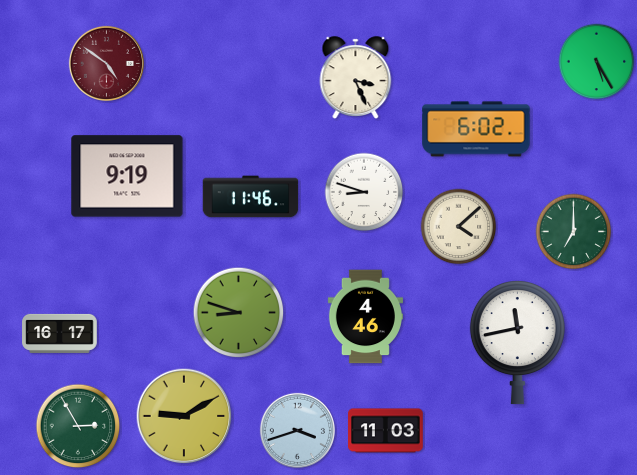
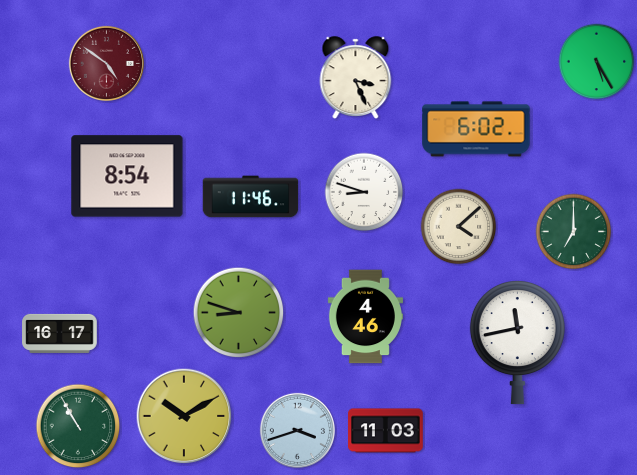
clock at (127, 176): 9:19 -> 8:54
clock at (184, 416): 9:10 -> 10:10
clock at (78, 426): 2:55 -> 10:55
